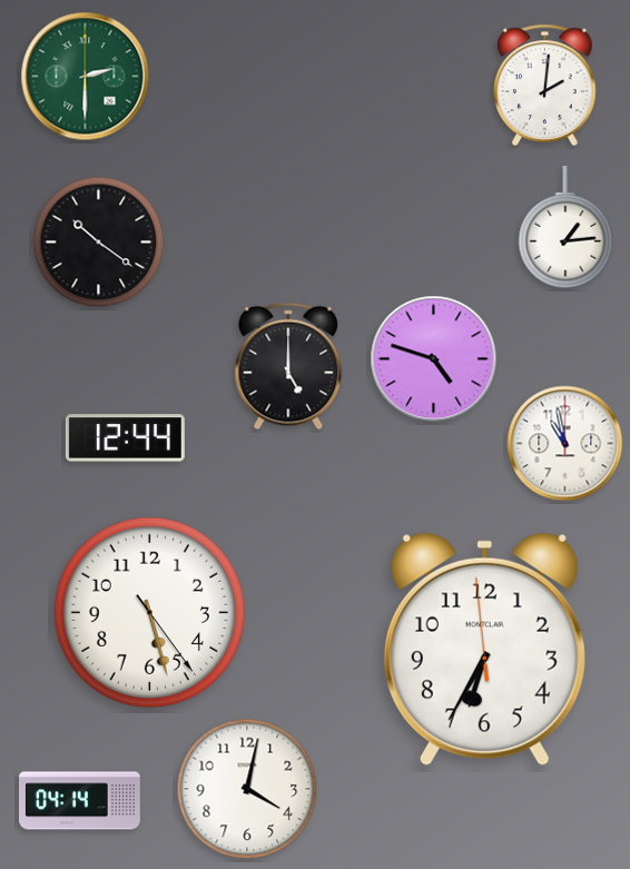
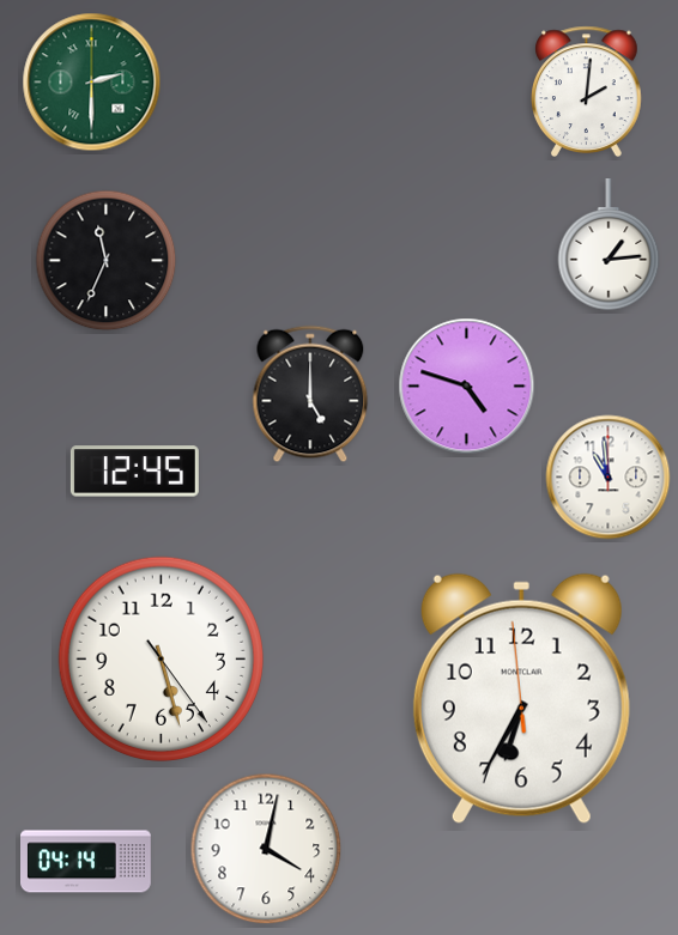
clock at (99, 243): 10:21 -> 11:34
clock at (125, 438): 12:44 -> 12:45
clock at (565, 444): 10:58 -> 10:59
